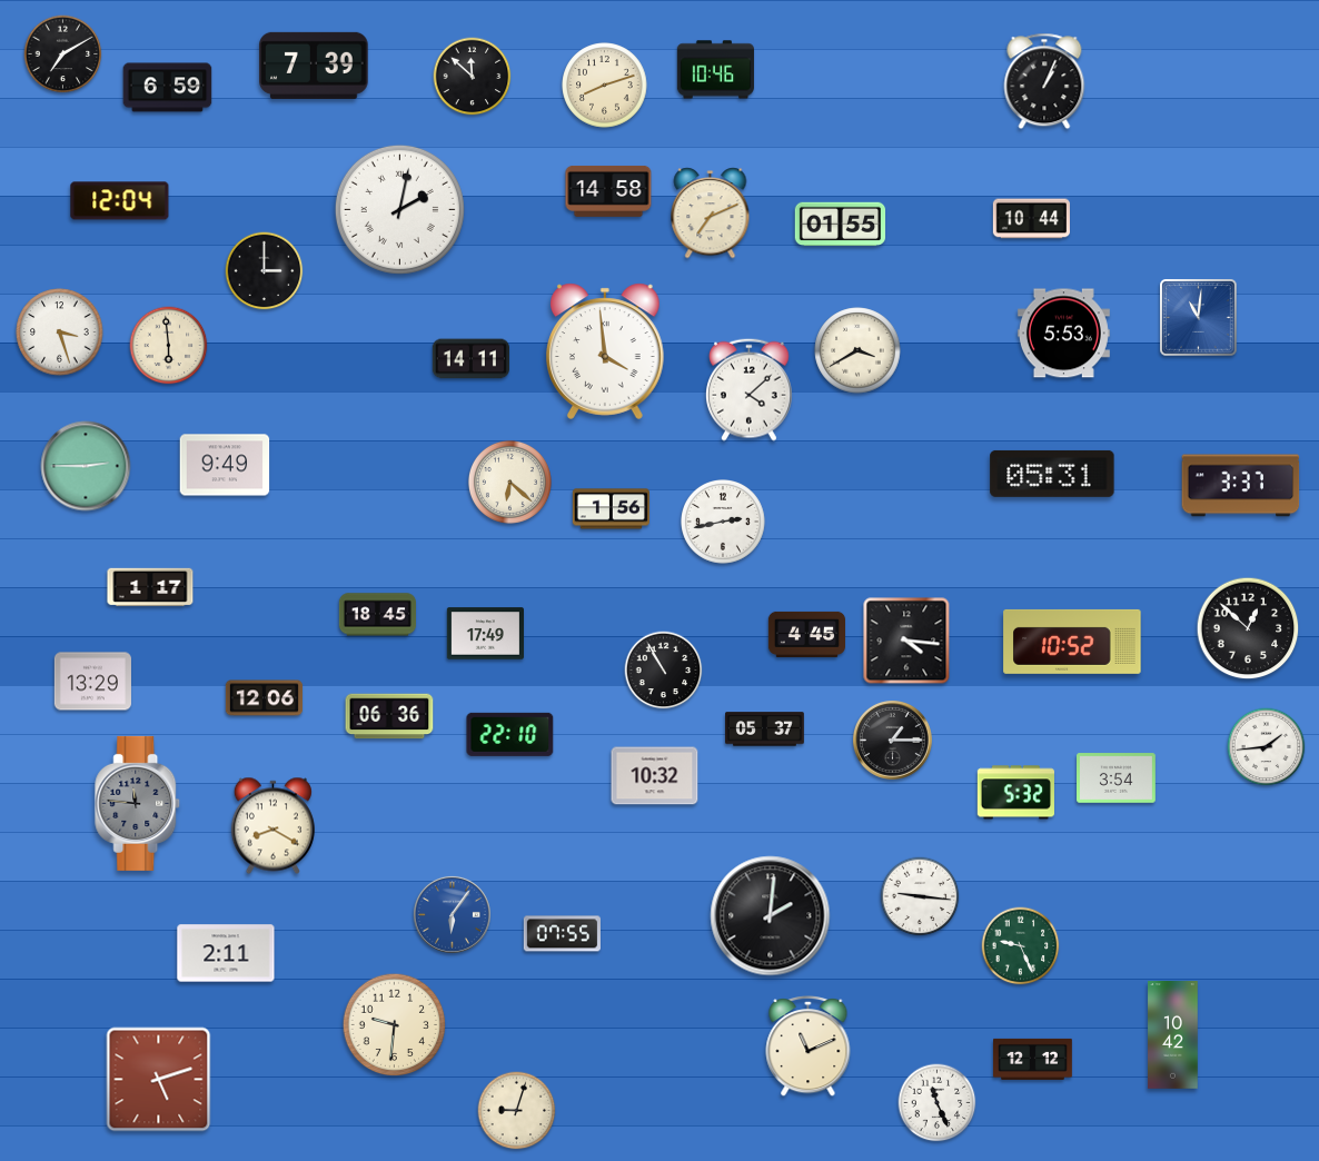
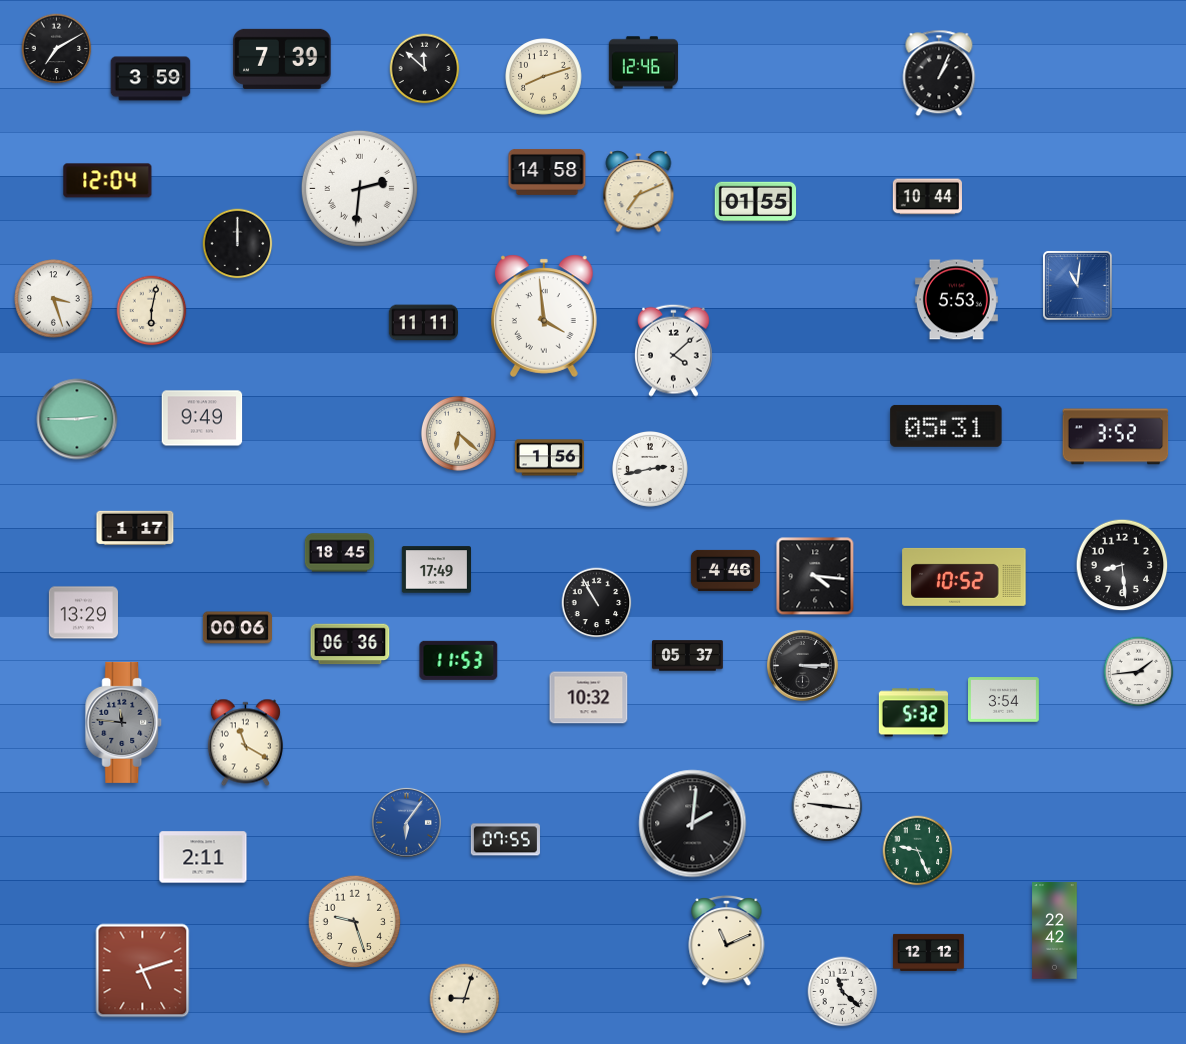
clock at (715, 70): 10:46 -> 12:46
clock at (168, 88): 6:59 -> 3:59
clock at (399, 209): 2:02 -> 2:31
clock at (265, 271): 3:00 -> 12:00
clock at (169, 346): 5:59 -> 6:02
clock at (857, 350): 3:40 -> none
clock at (470, 359): 14:11 -> 11:11
clock at (1241, 486): 3:37 -> 3:52
clock at (1248, 628): 12:52 -> 8:29
clock at (806, 634): 4:45 -> 4:46
clock at (264, 698): 12:06 -> 00:06
clock at (510, 734): 22:10 -> 11:53
clock at (893, 741): 1:15 -> 3:15
clock at (272, 826): 8:20 -> 11:20
clock at (395, 1025): 9:31 -> 9:27
clock at (1173, 1035): 10:42 -> 22:42
clock at (938, 1103): 11:26 -> 11:22
